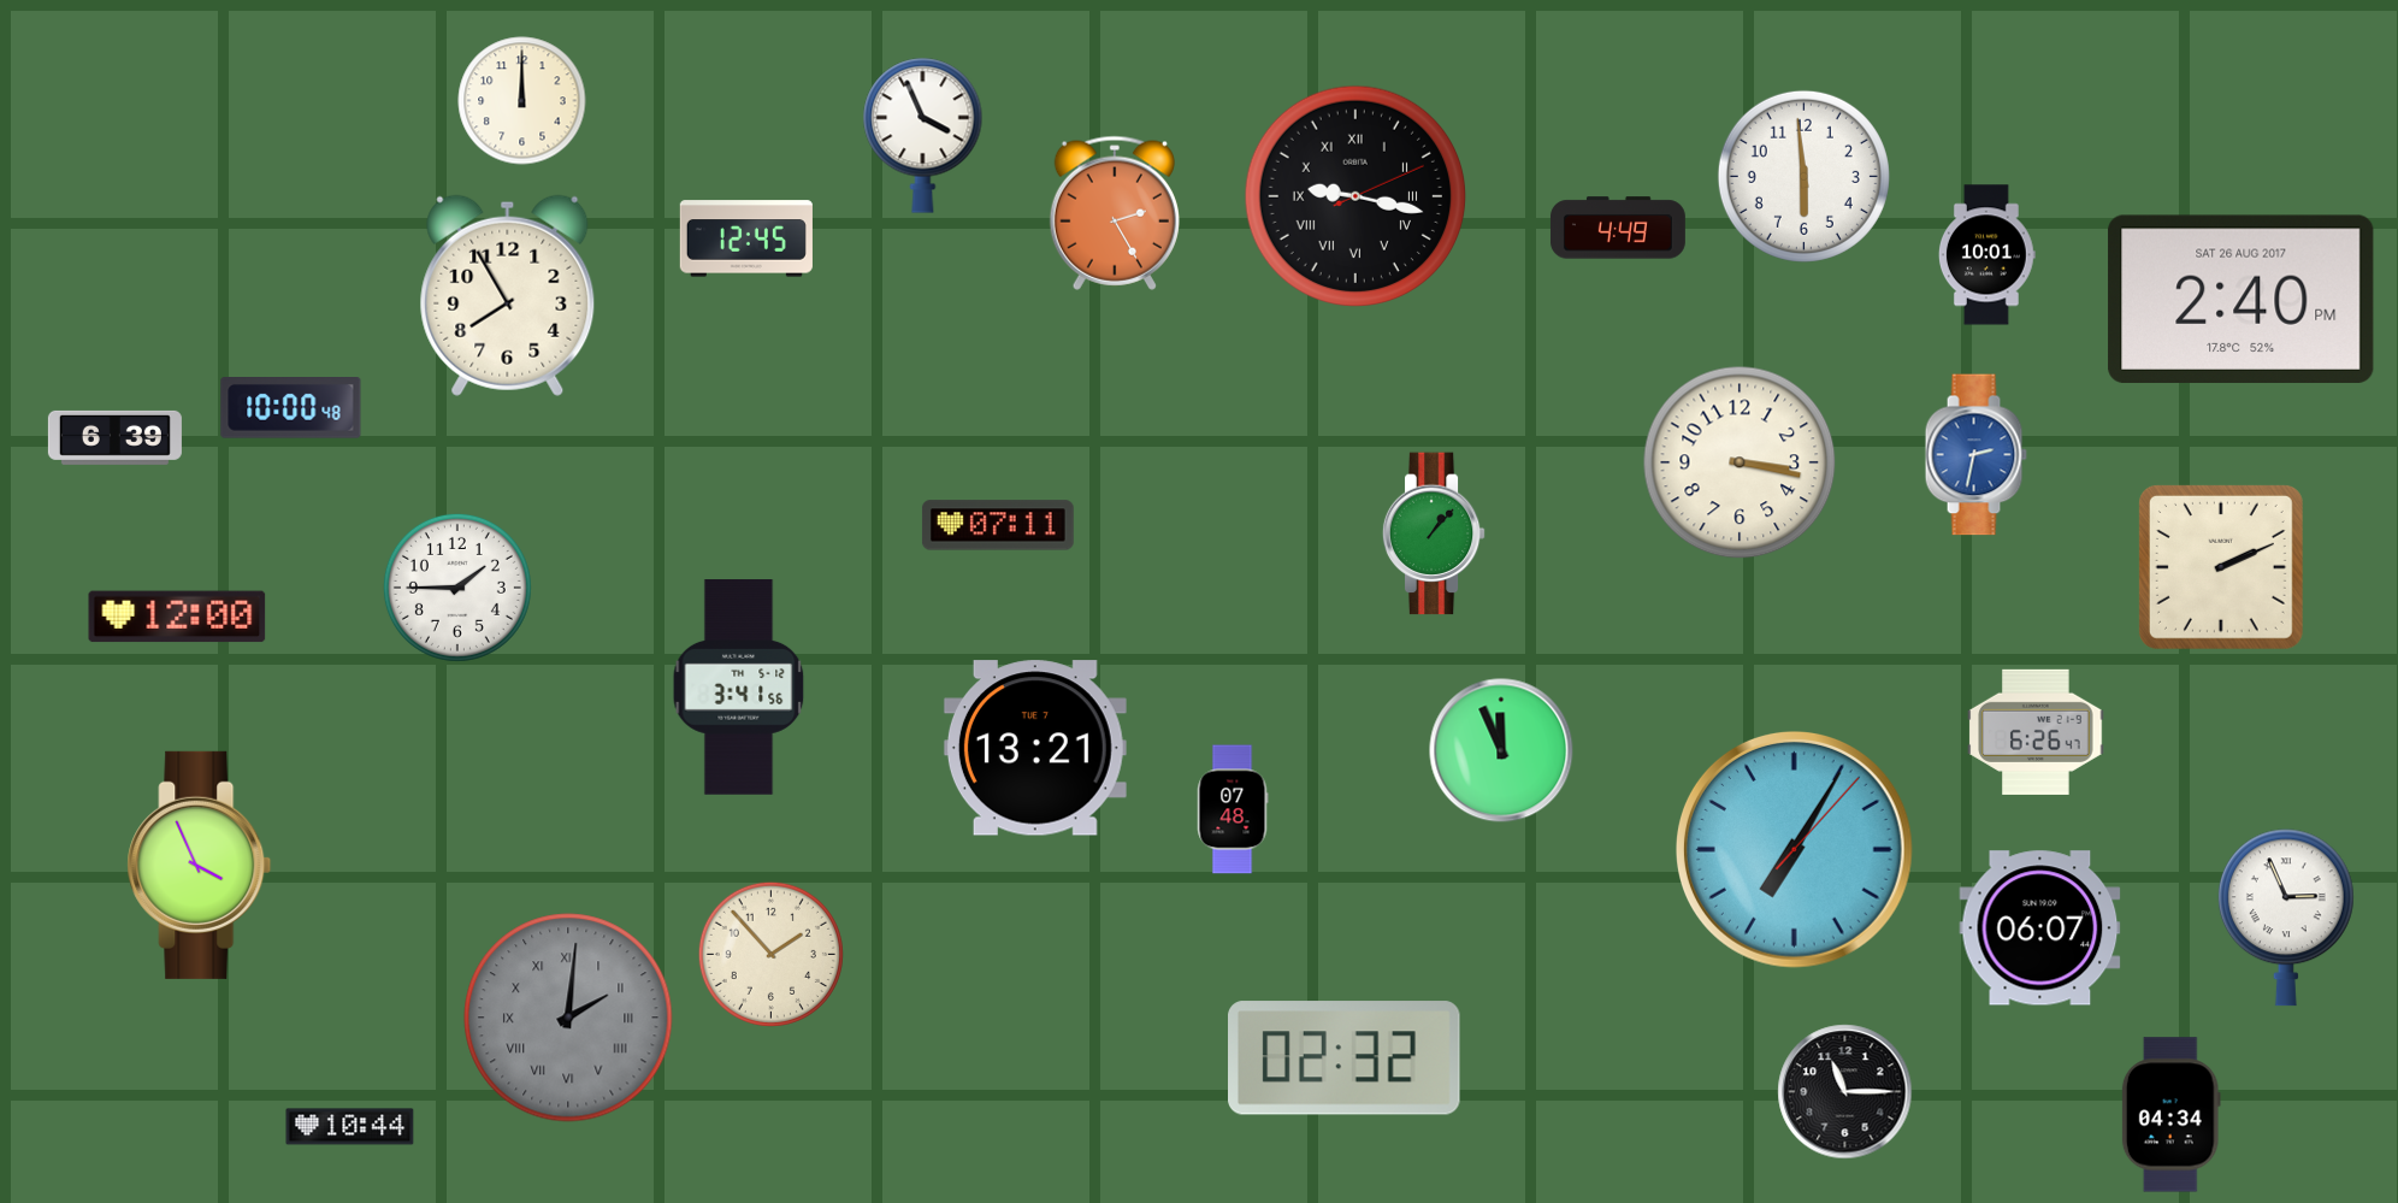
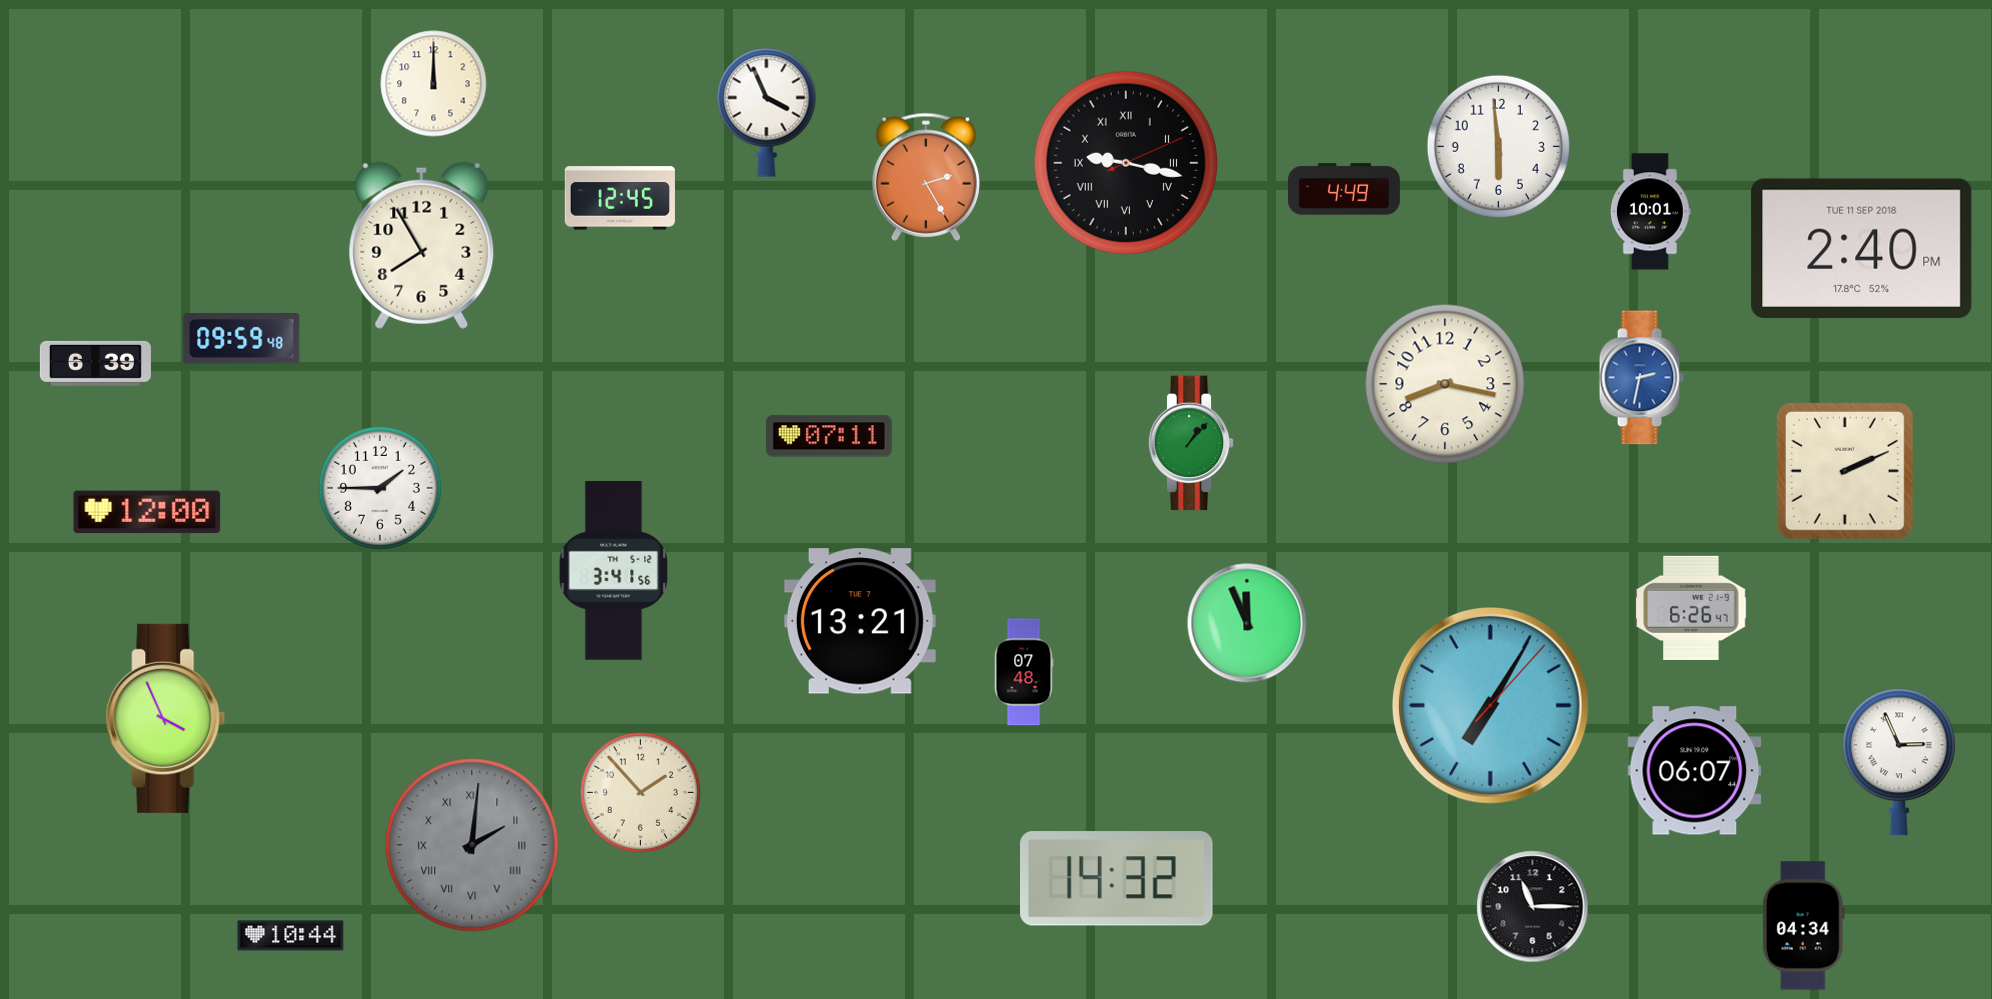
clock at (2242, 299) date: SAT 26 AUG 2017 -> TUE 11 SEP 2018
clock at (291, 408): 10:00 -> 09:59
clock at (1740, 462): 3:17 -> 8:17
clock at (1345, 1058): 02:32 -> 14:32
